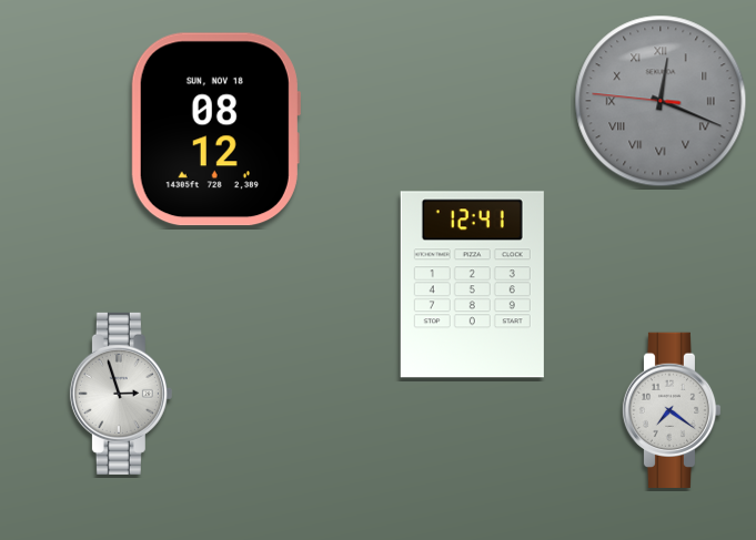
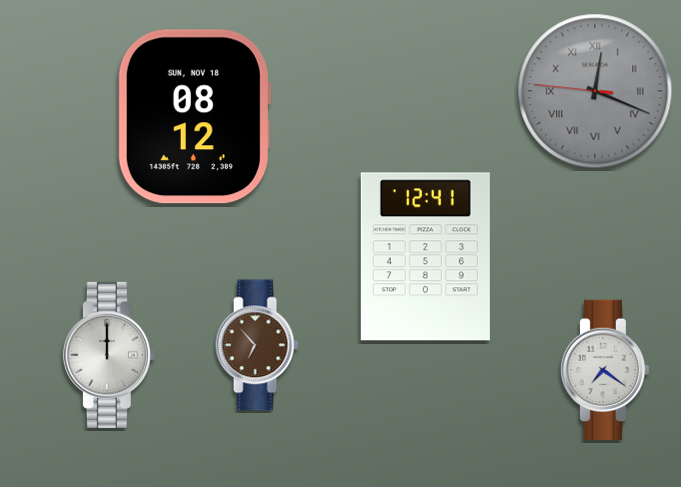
clock at (257, 345): none -> 6:53
clock at (121, 394): 2:57 -> 12:00
